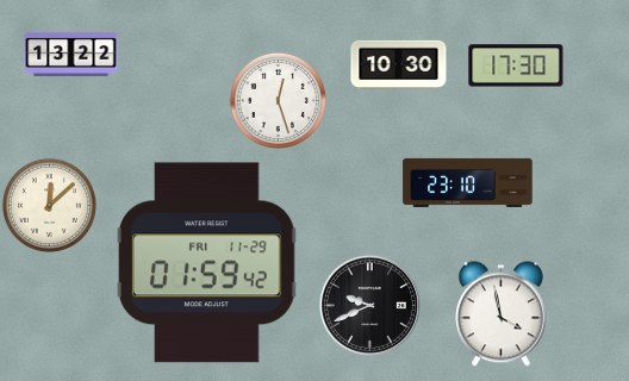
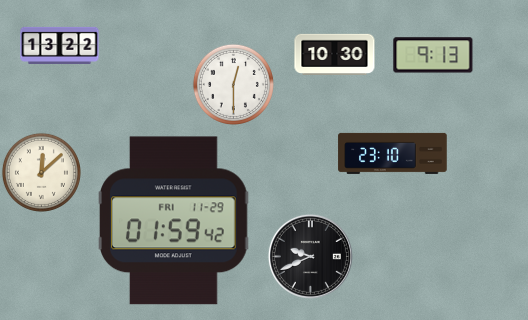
clock at (516, 65): 17:30 -> 9:13
clock at (278, 100): 12:27 -> 12:30
clock at (500, 314): 3:58 -> none
